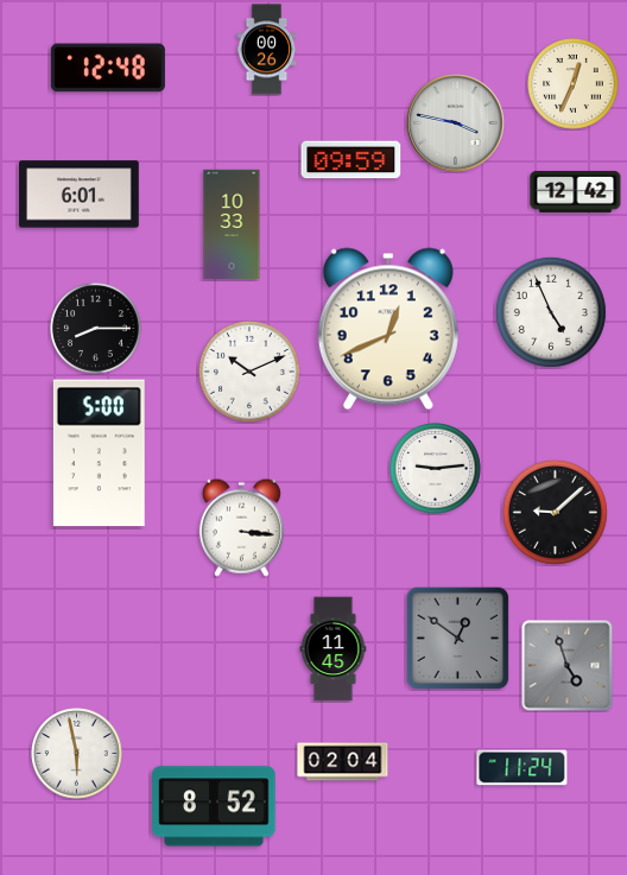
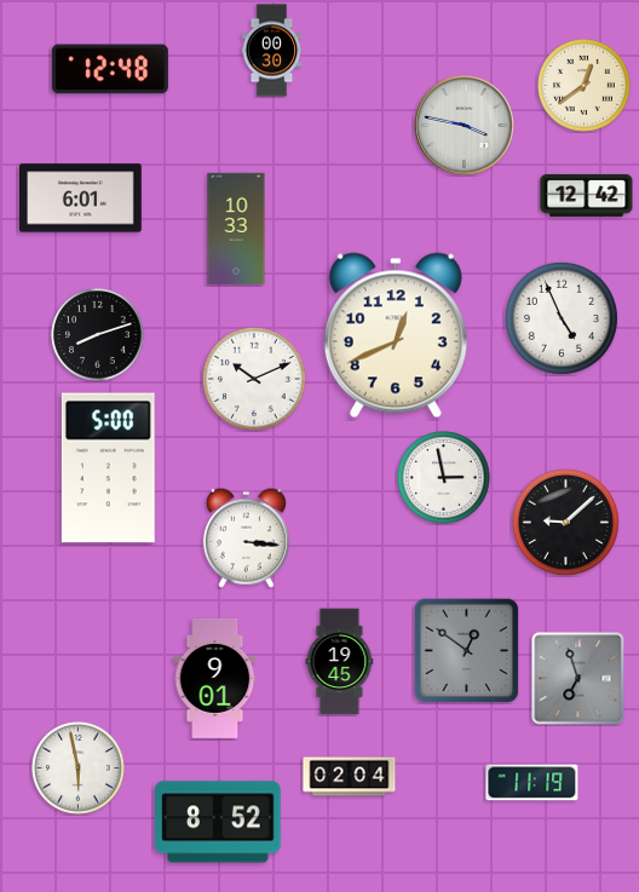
clock at (267, 50): 00:26 -> 00:30
clock at (574, 84): 12:34 -> 12:39
clock at (351, 160): 09:59 -> none
clock at (96, 329): 8:15 -> 8:12
clock at (99, 454) position: (99, 454) -> (108, 468)
clock at (436, 469): 9:14 -> 2:58
clock at (334, 649): 11:45 -> 19:45
clock at (215, 678): none -> 9:01
clock at (568, 666): 4:57 -> 6:57
clock at (522, 768): 11:24 -> 11:19
